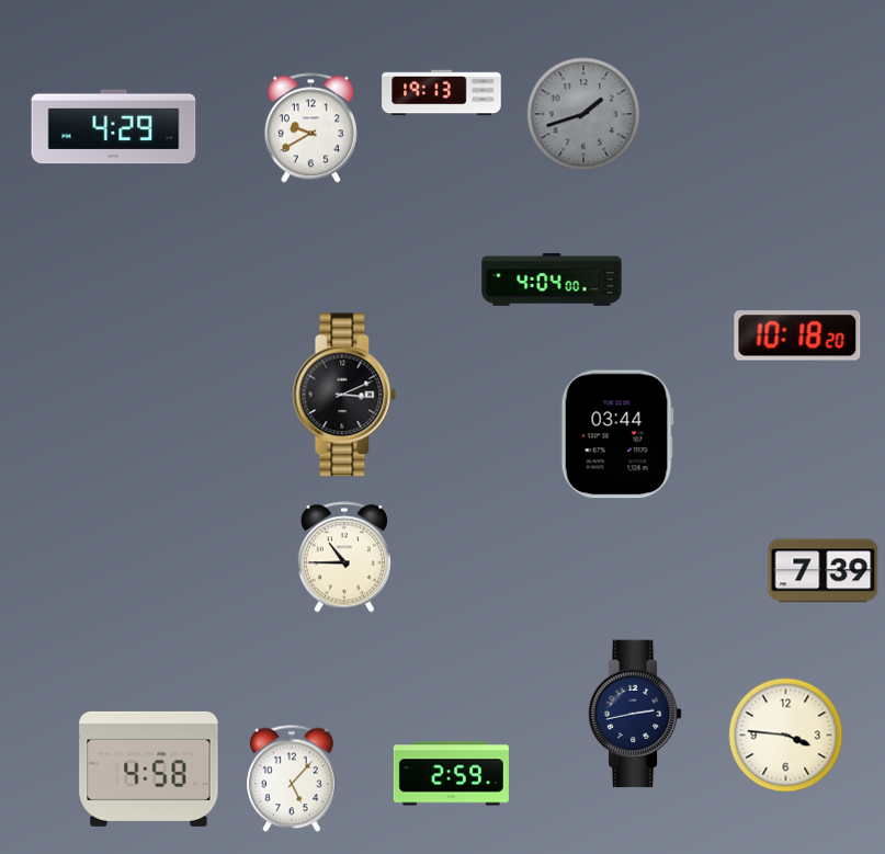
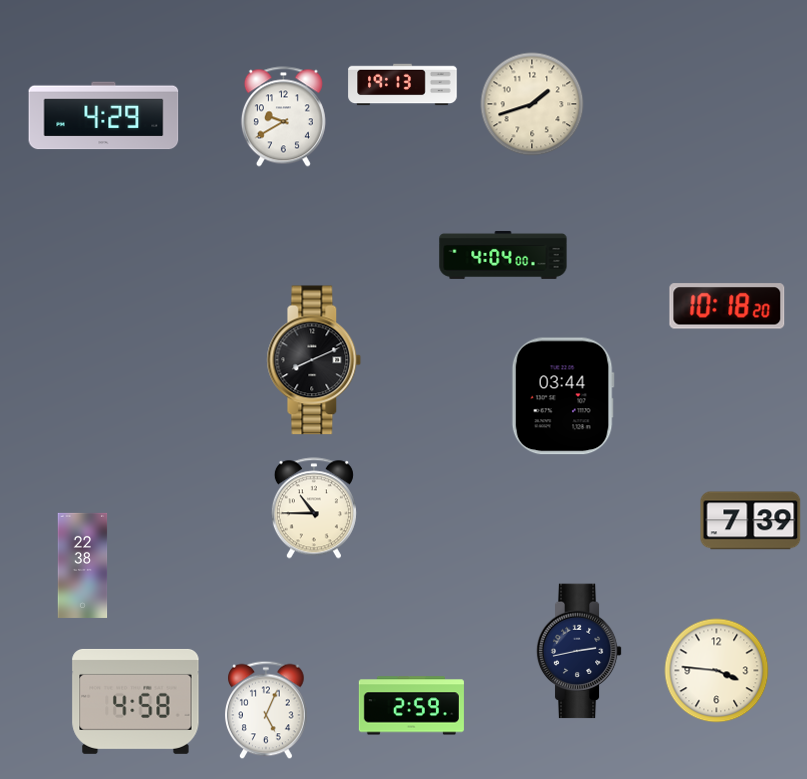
clock at (583, 114) dial: grey -> cream
clock at (344, 395): 3:11 -> 8:11
clock at (83, 565): none -> 22:38
clock at (293, 778): 5:07 -> 5:04
